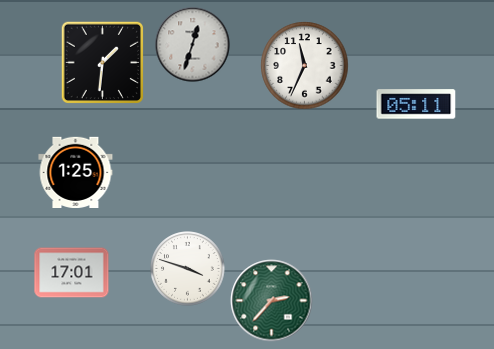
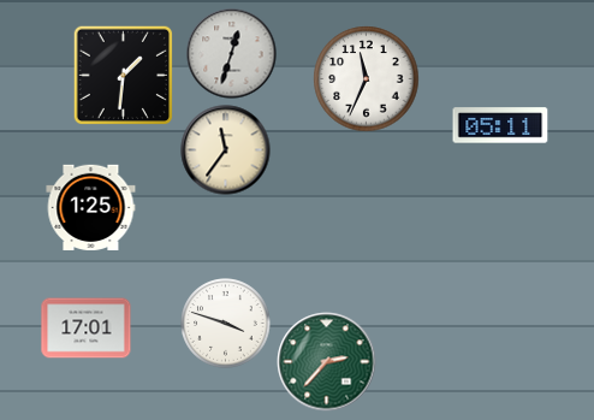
clock at (226, 150): none -> 11:36
